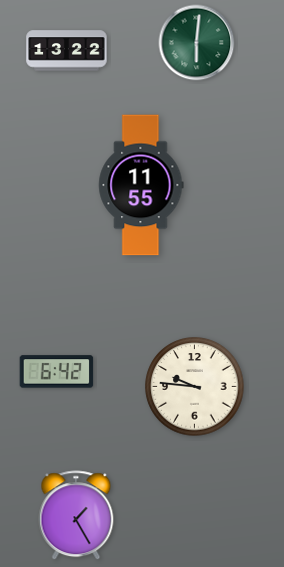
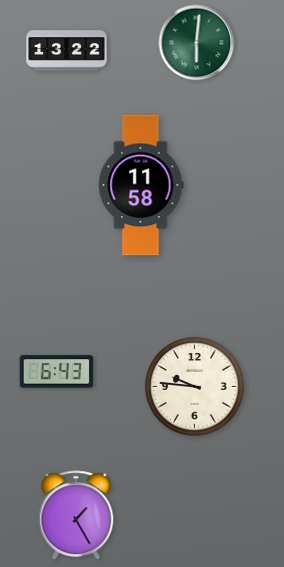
clock at (141, 185): 11:55 -> 11:58
clock at (57, 372): 6:42 -> 6:43
